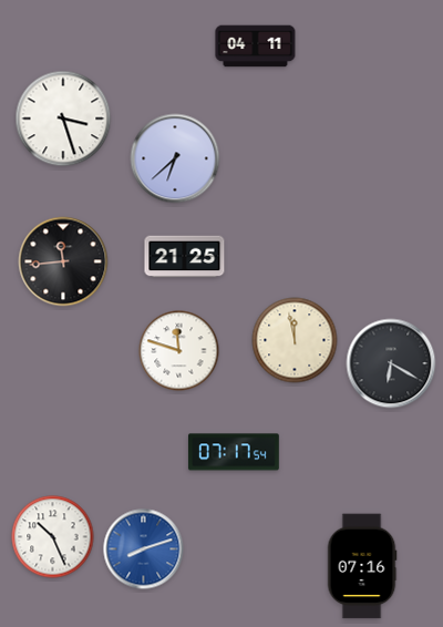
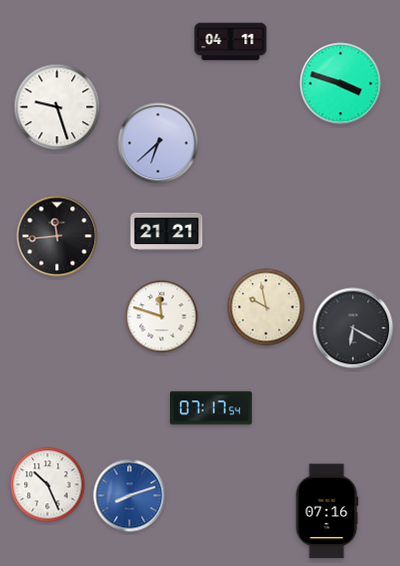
clock at (341, 84): none -> 3:48
clock at (63, 119): 3:27 -> 9:27
clock at (185, 257): 21:25 -> 21:21
clock at (295, 340): 11:58 -> 9:58
